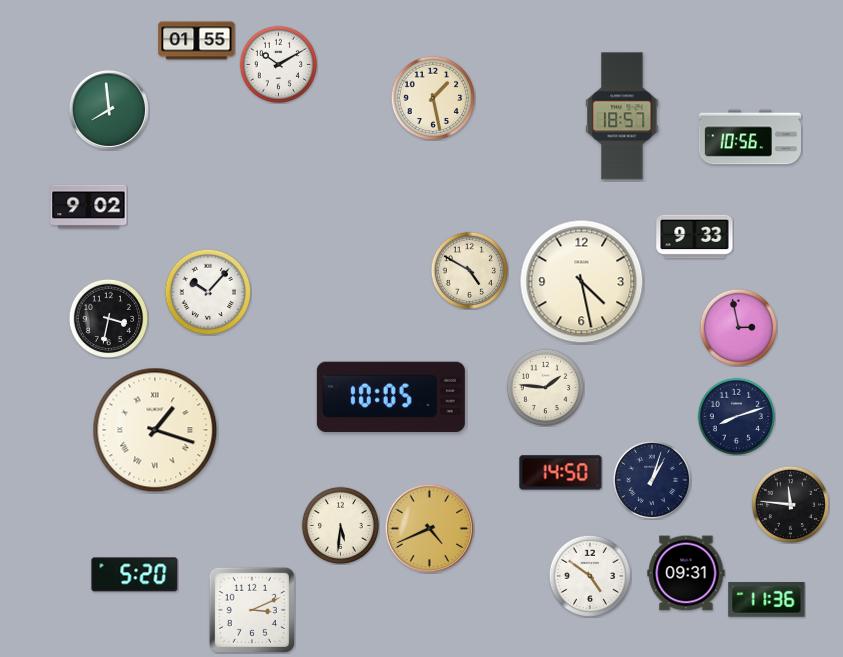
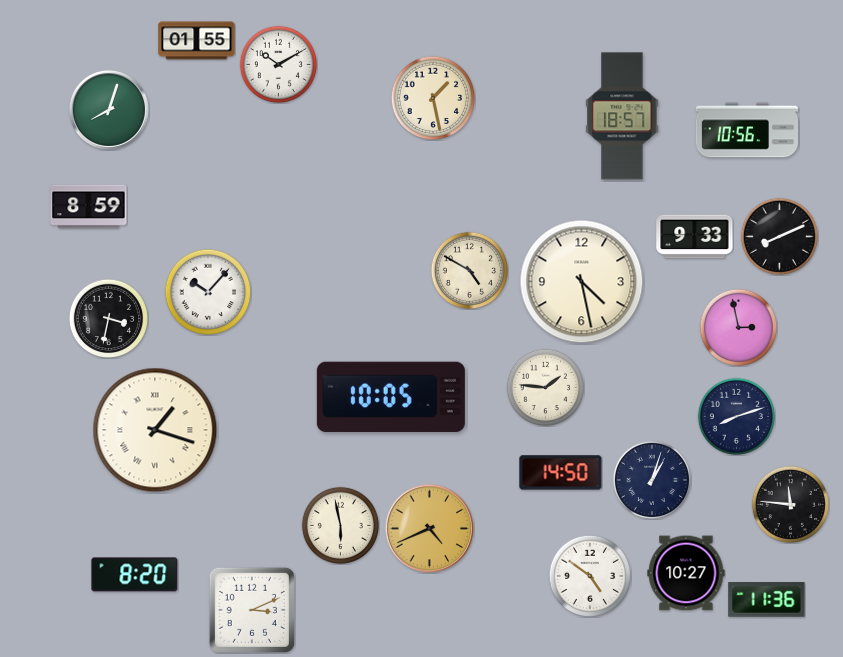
clock at (109, 110): 7:59 -> 8:03
clock at (749, 137) position: (749, 137) -> (746, 130)
clock at (89, 207): 9:02 -> 8:59
clock at (779, 236): none -> 8:11
clock at (340, 525): 5:31 -> 5:58
clock at (686, 573): 09:31 -> 10:27
clock at (135, 575): 5:20 -> 8:20
